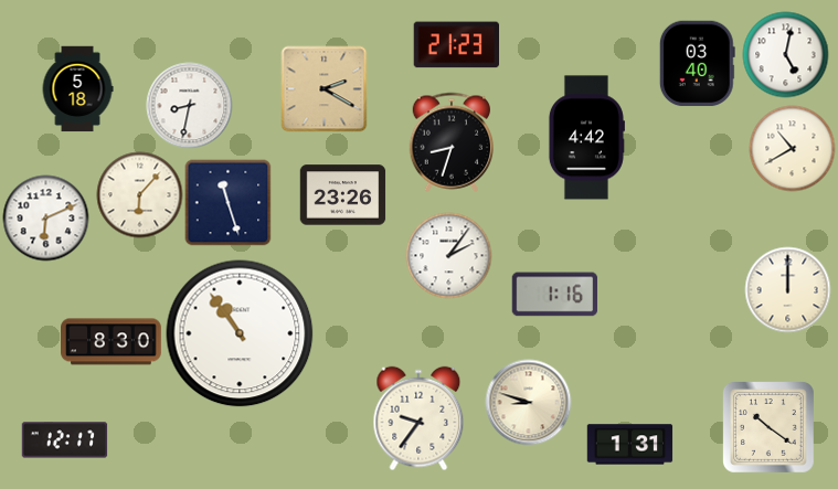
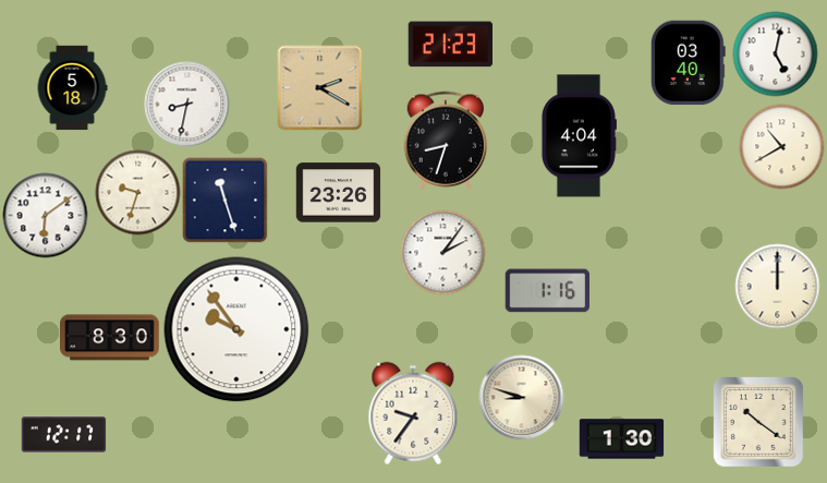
clock at (77, 88) position: (77, 88) -> (72, 87)
clock at (586, 138): 4:42 -> 4:04
clock at (139, 194): 6:07 -> 9:33
clock at (45, 217): 6:11 -> 6:09
clock at (240, 333): 10:54 -> 9:54
clock at (629, 445): 1:31 -> 1:30
